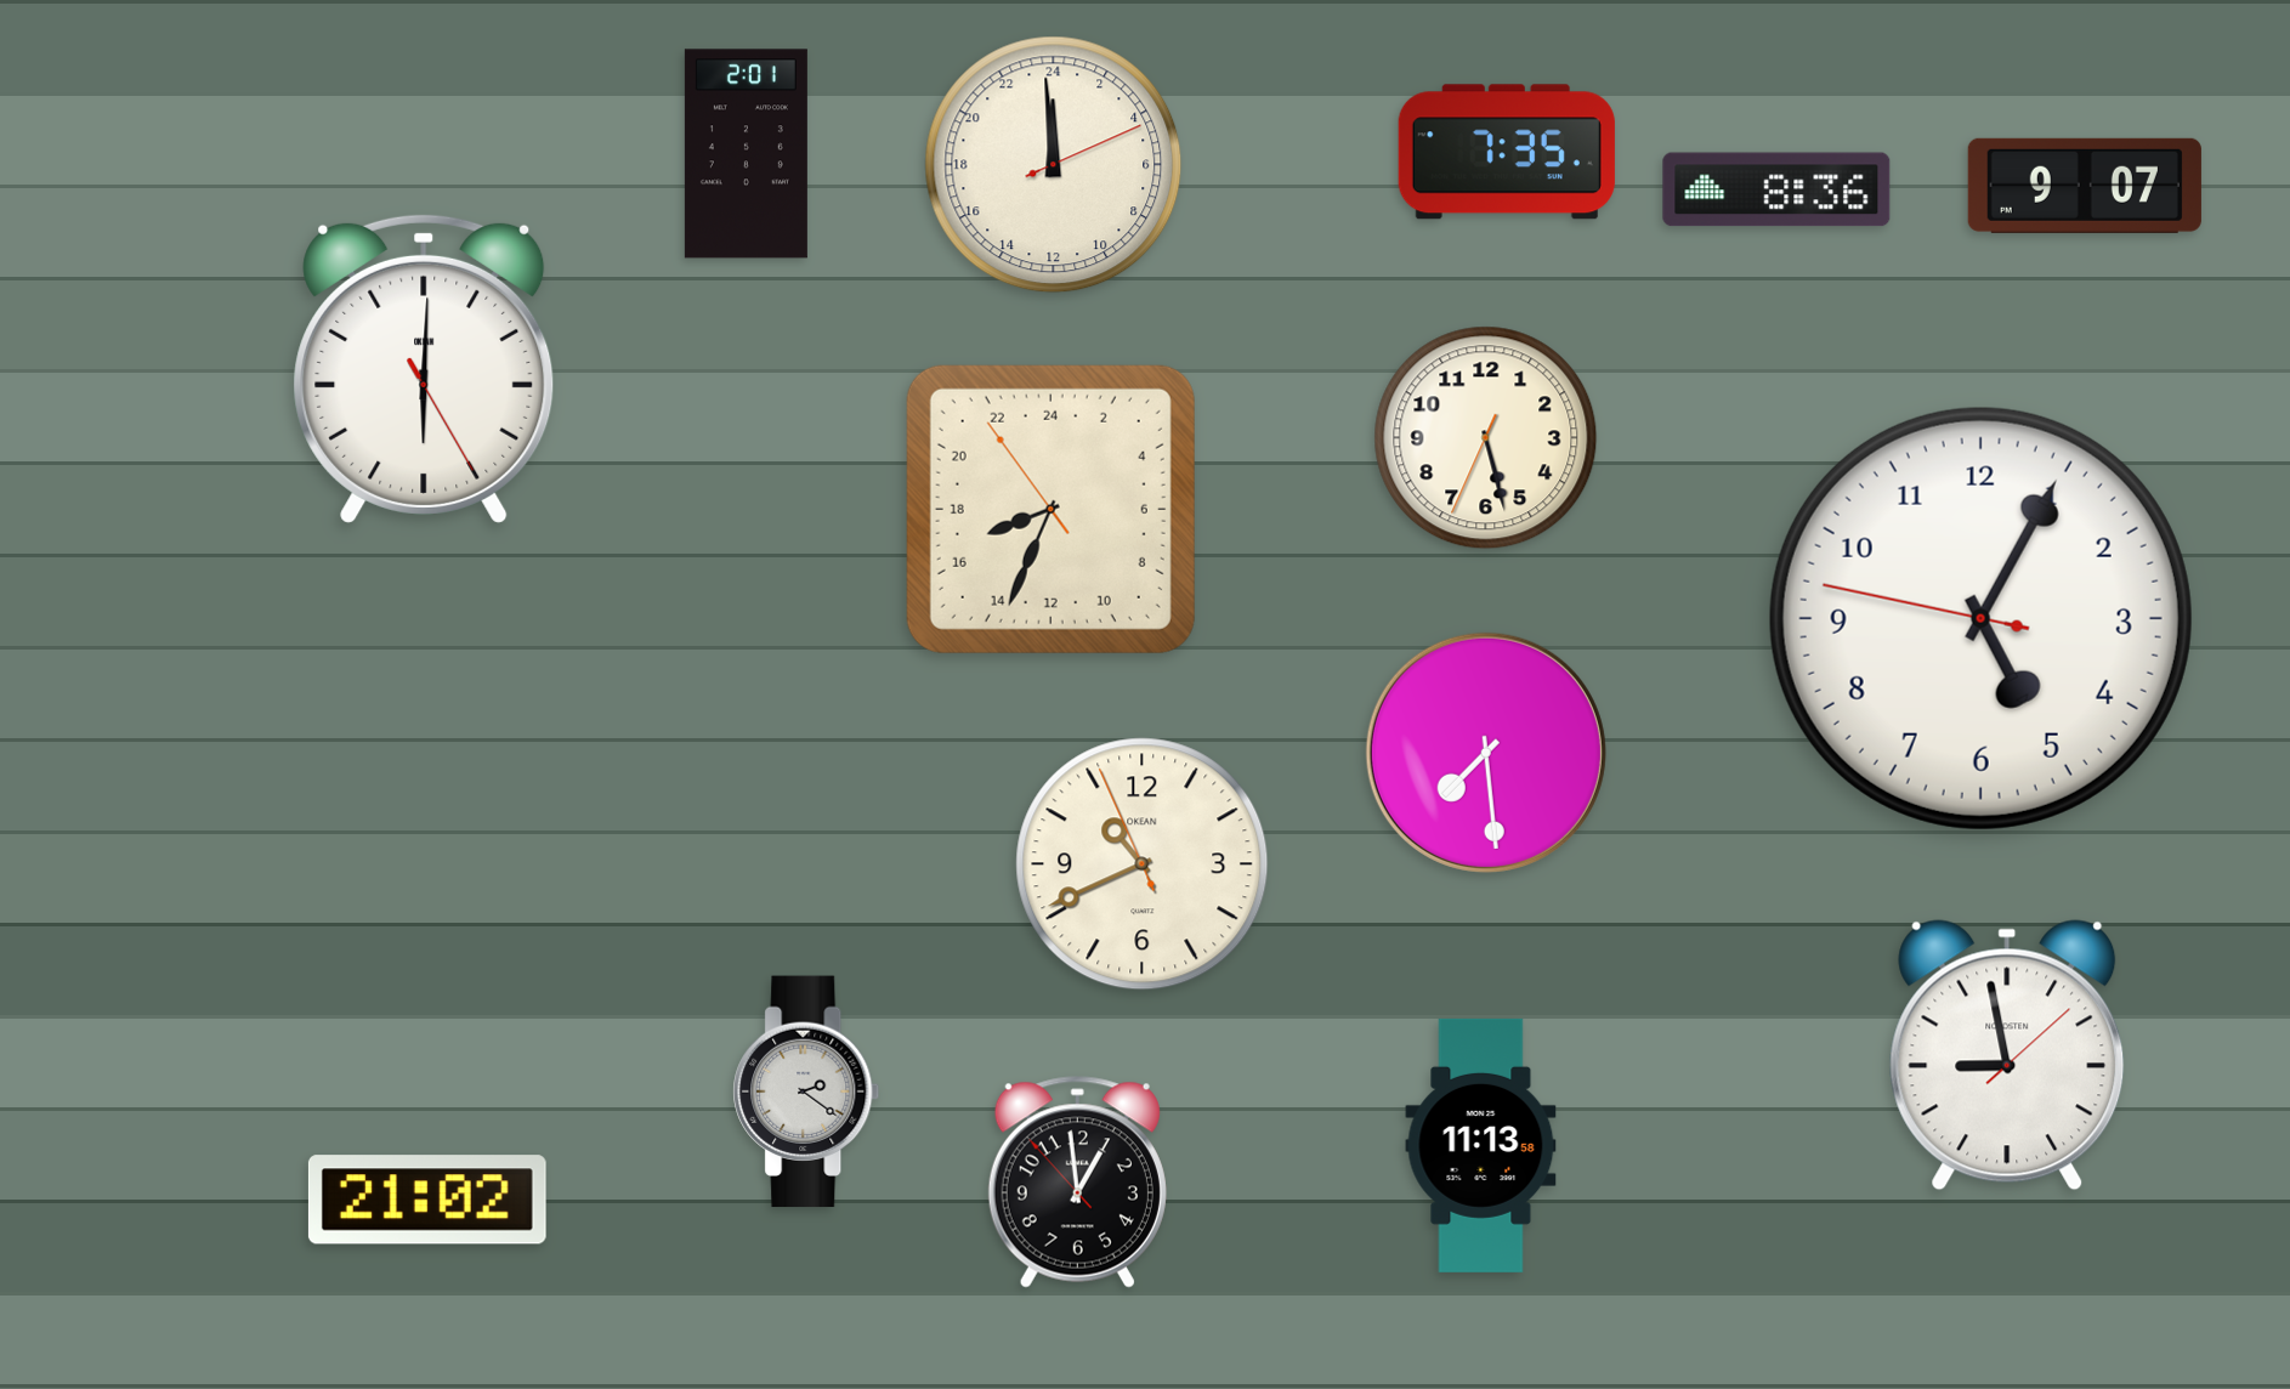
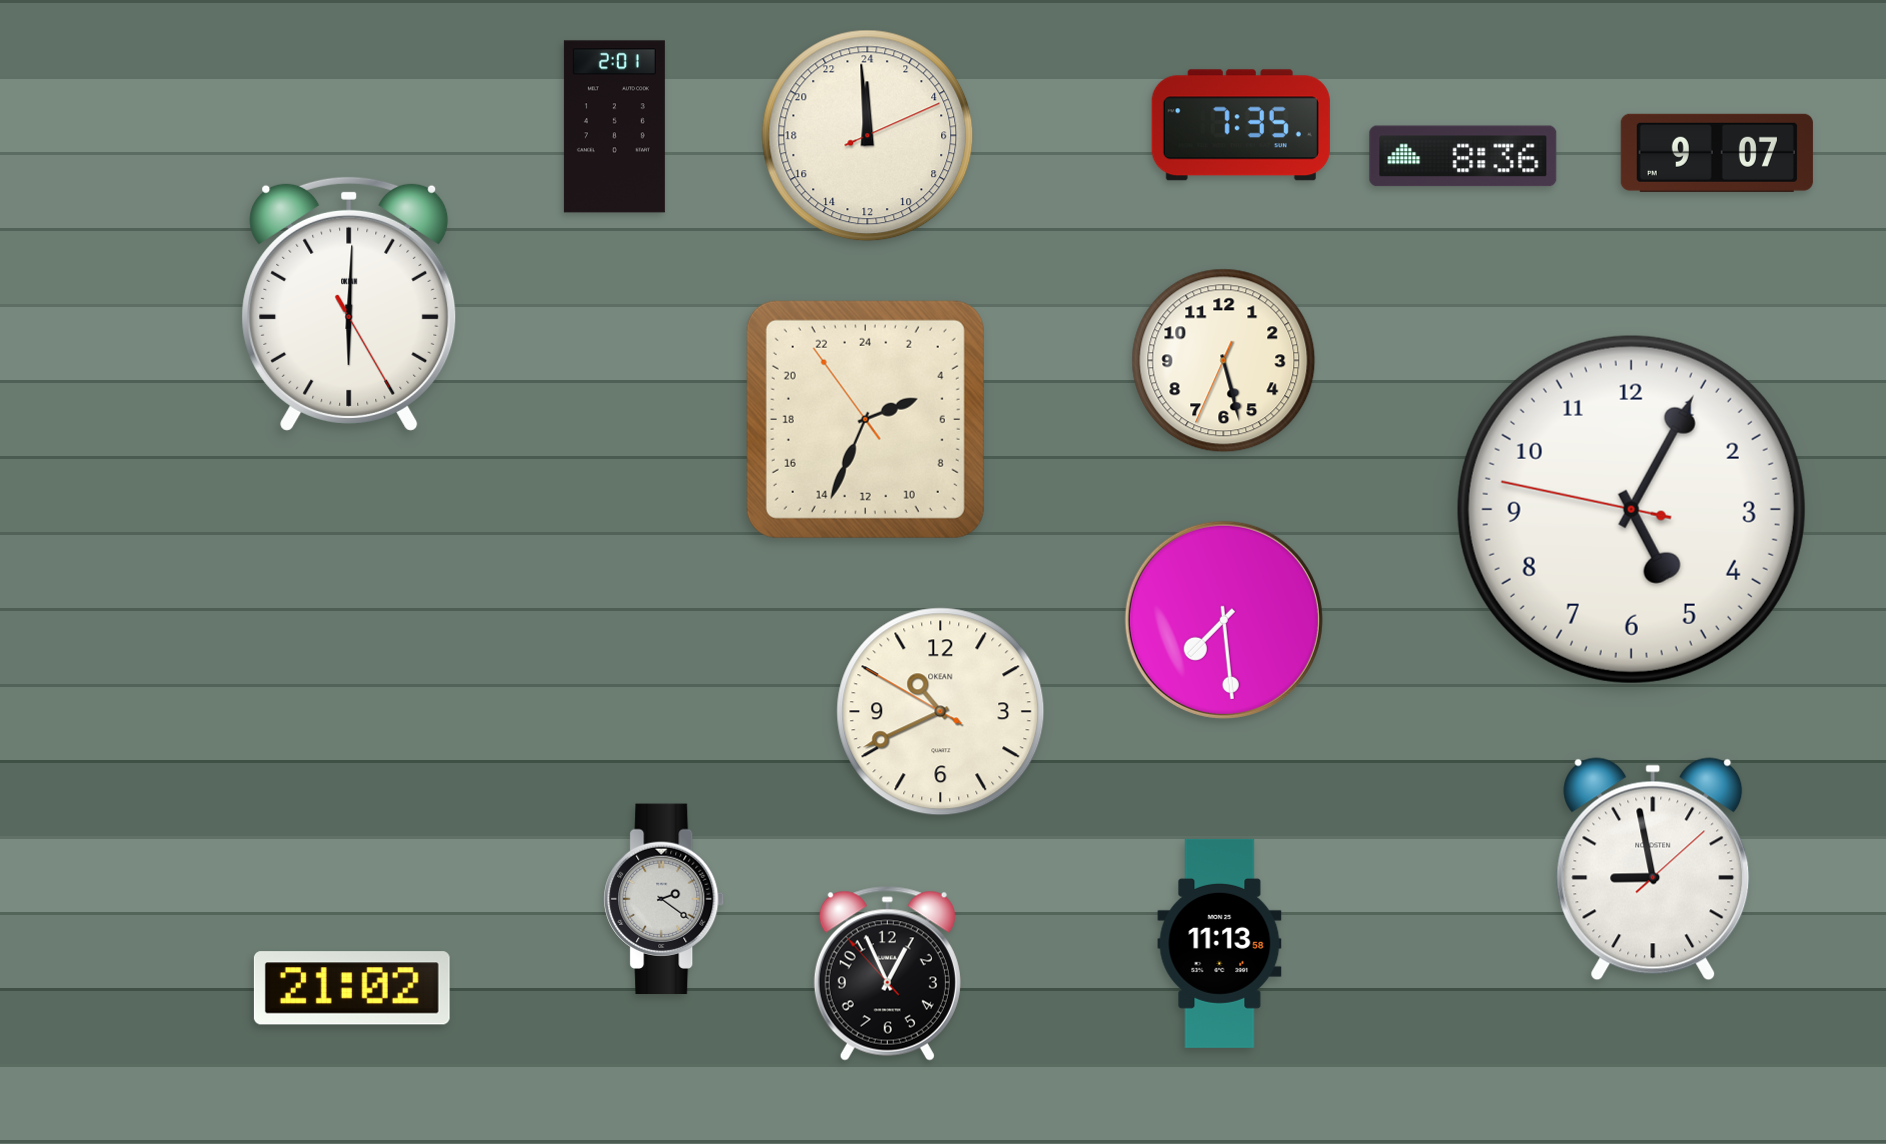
clock at (1050, 509): 16:33 -> 4:33
clock at (1143, 864): 10:40:56 -> 10:40:50
clock at (1077, 1183): 12:58 -> 12:55
